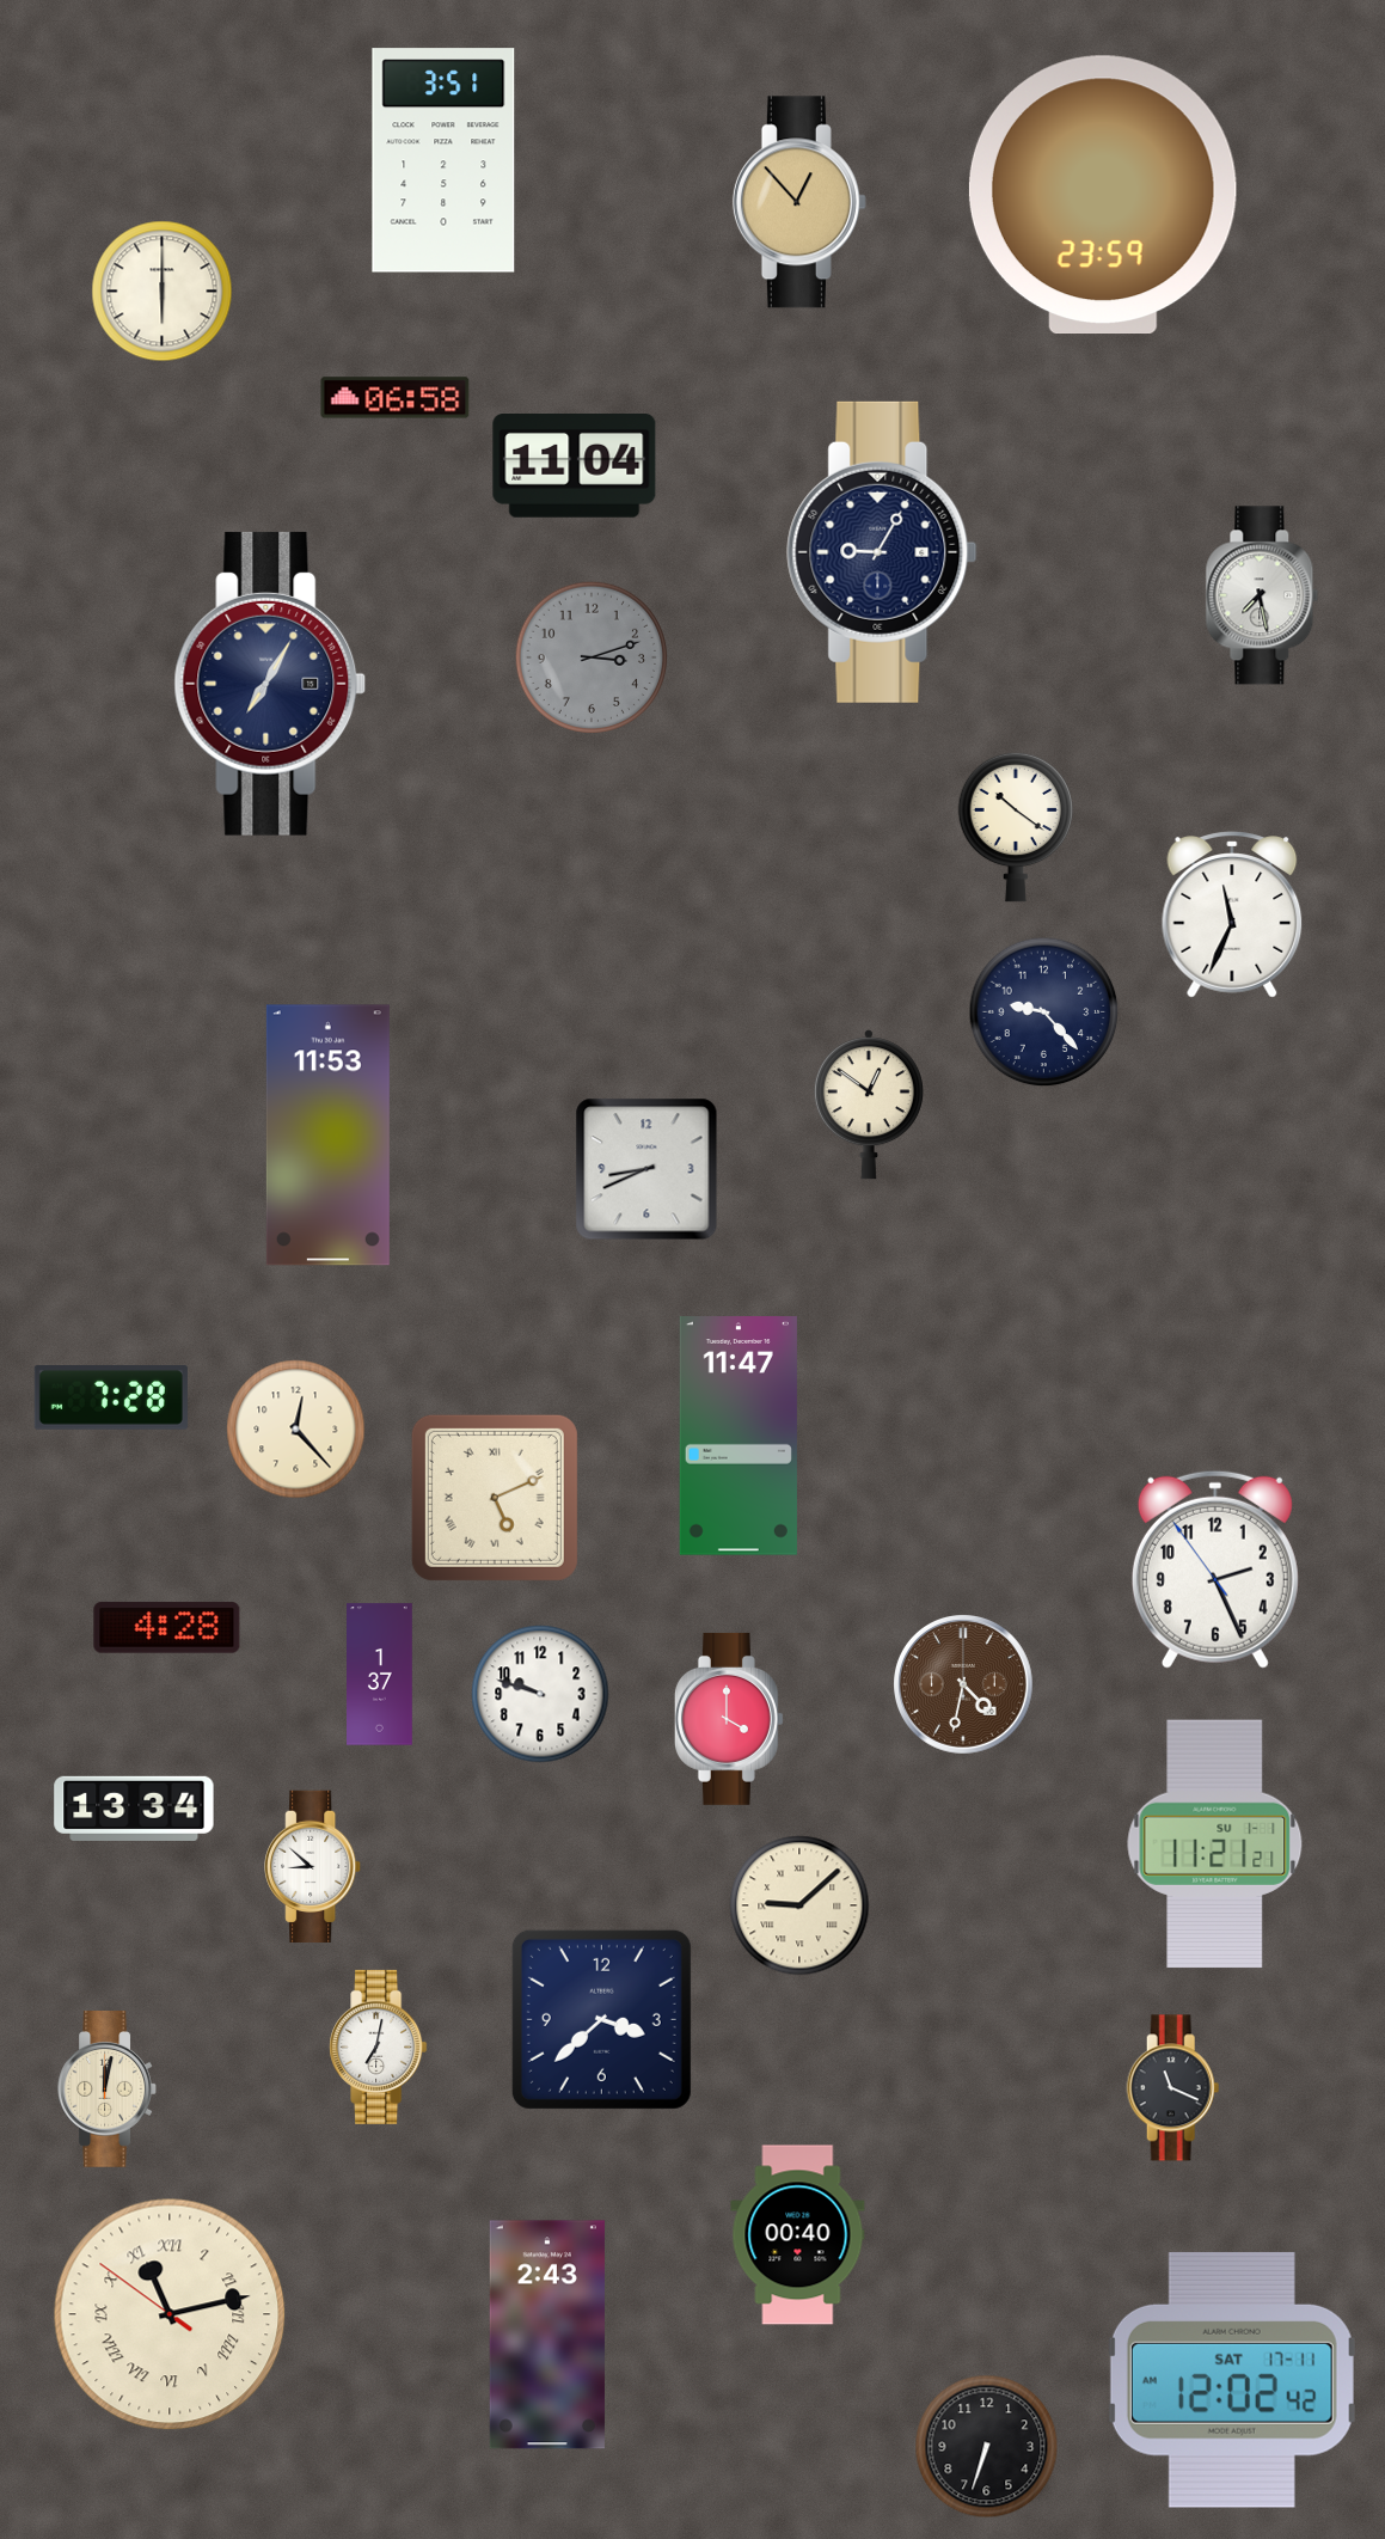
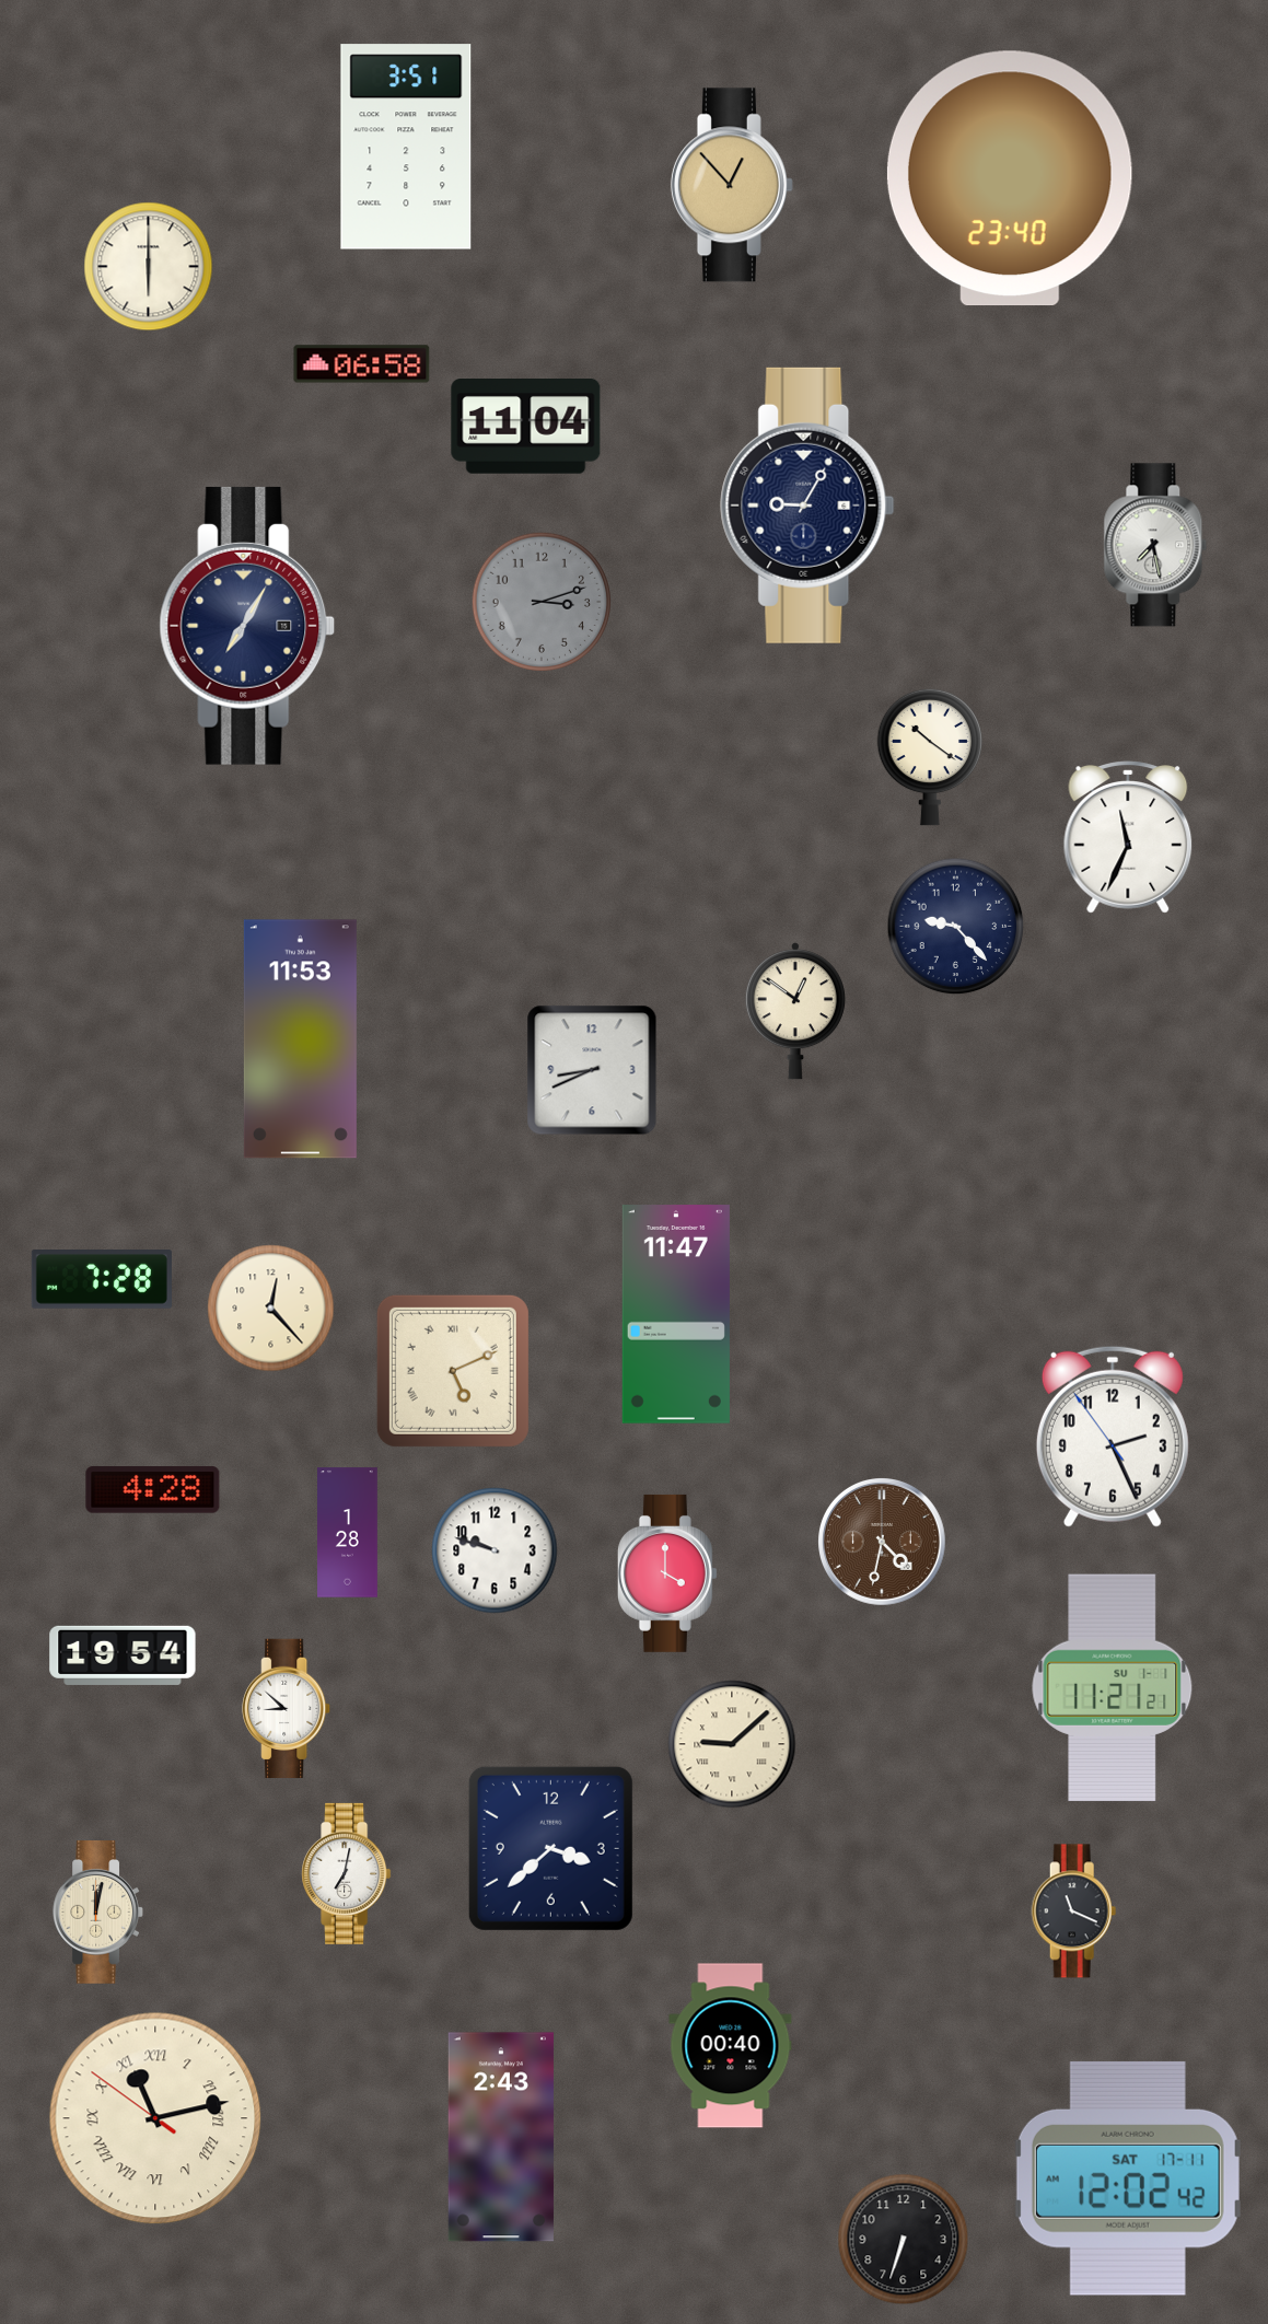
clock at (1103, 195): 23:59 -> 23:40
clock at (380, 1675): 1:37 -> 1:28
clock at (134, 1809): 13:34 -> 19:54
